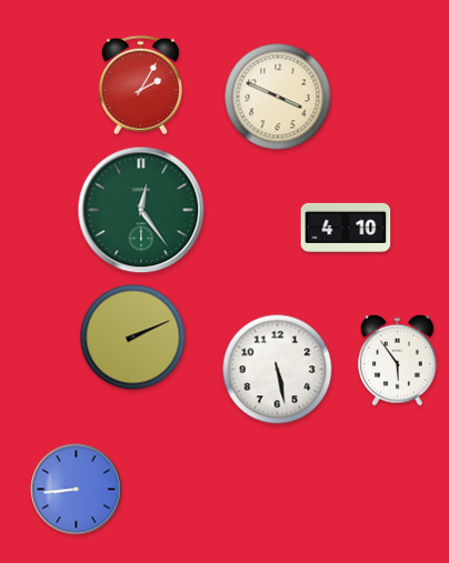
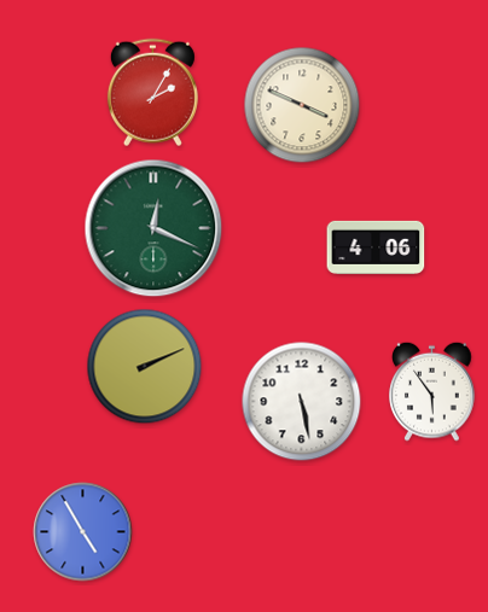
clock at (141, 210): 12:24 -> 12:19
clock at (346, 228): 4:10 -> 4:06
clock at (77, 490): 8:44 -> 4:55
